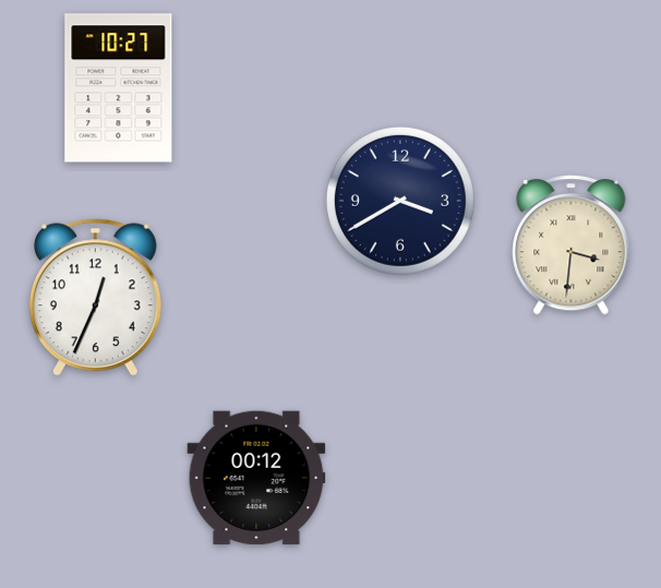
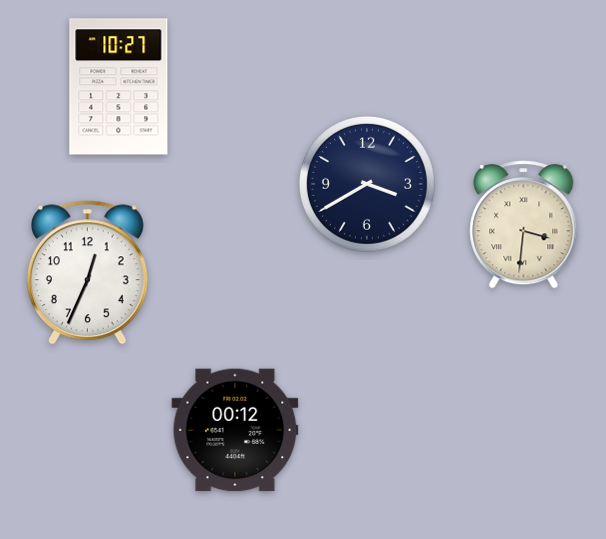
clock at (119, 88) position: (119, 88) -> (119, 87)
clock at (256, 478) position: (256, 478) -> (235, 430)
